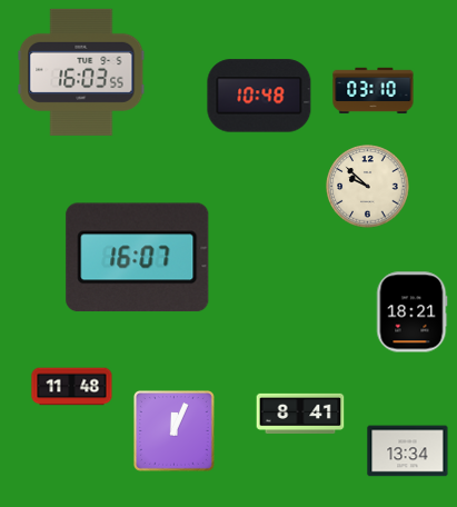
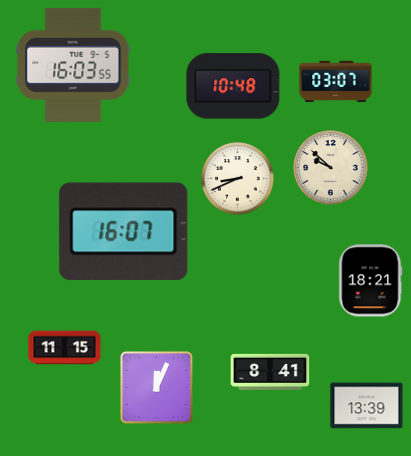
clock at (374, 91): 03:10 -> 03:07
clock at (238, 179): none -> 8:41
clock at (72, 387): 11:48 -> 11:15
clock at (408, 451): 13:34 -> 13:39
